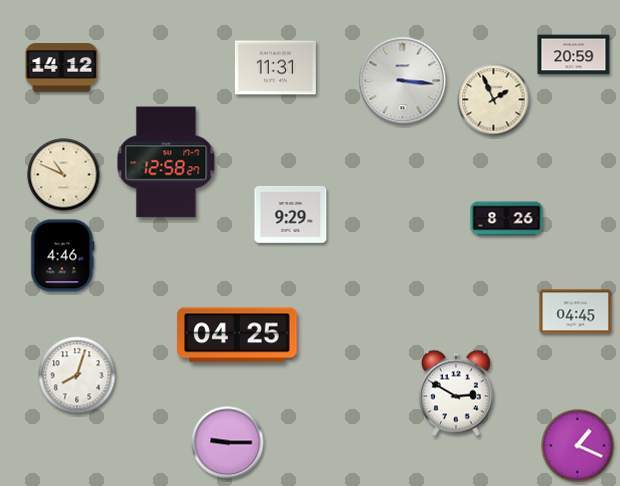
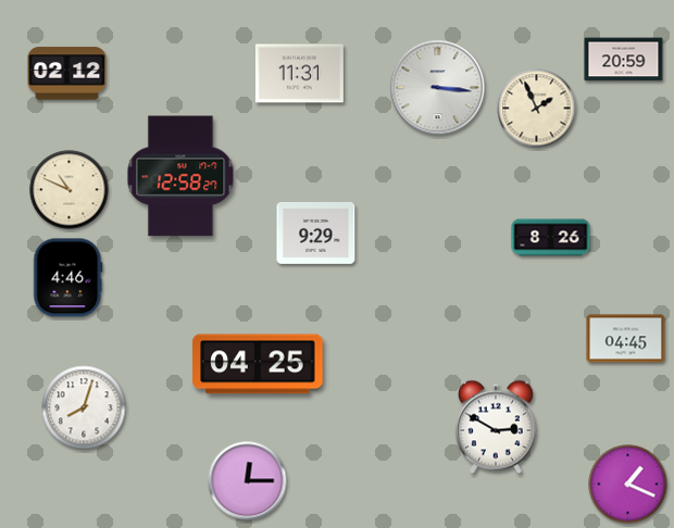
clock at (62, 68): 14:12 -> 02:12
clock at (228, 443): 9:15 -> 12:15
